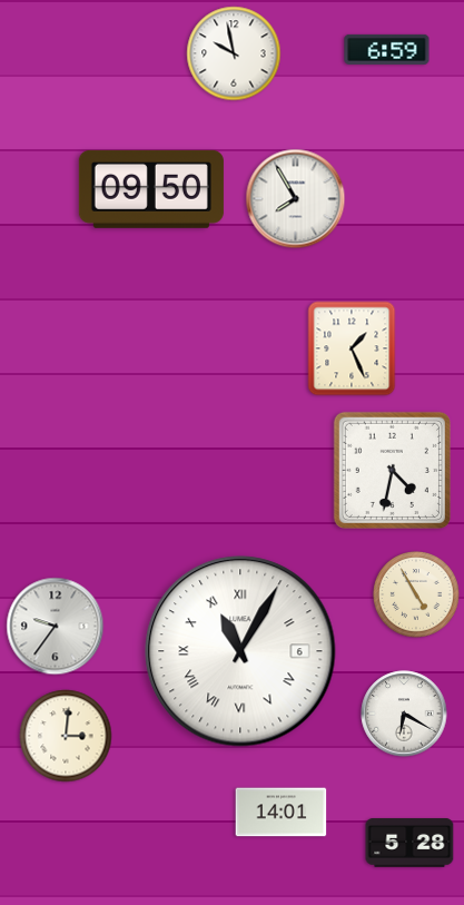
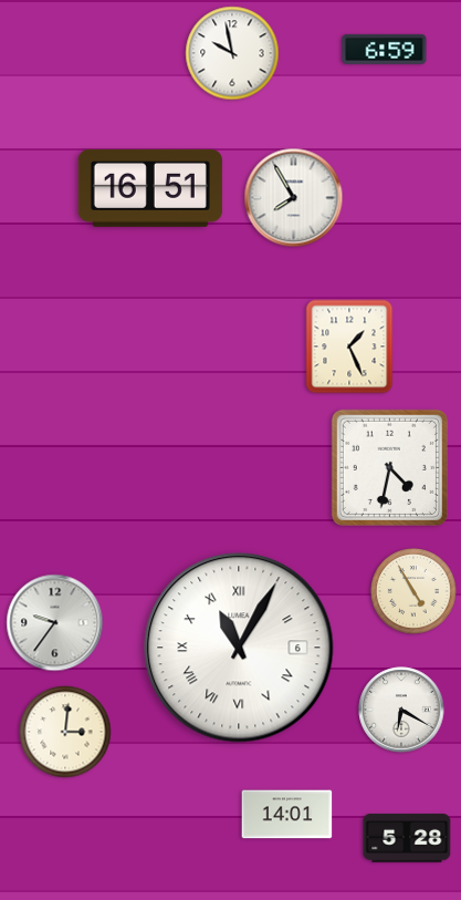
clock at (151, 189): 09:50 -> 16:51
clock at (282, 813) position: (282, 813) -> (287, 815)
